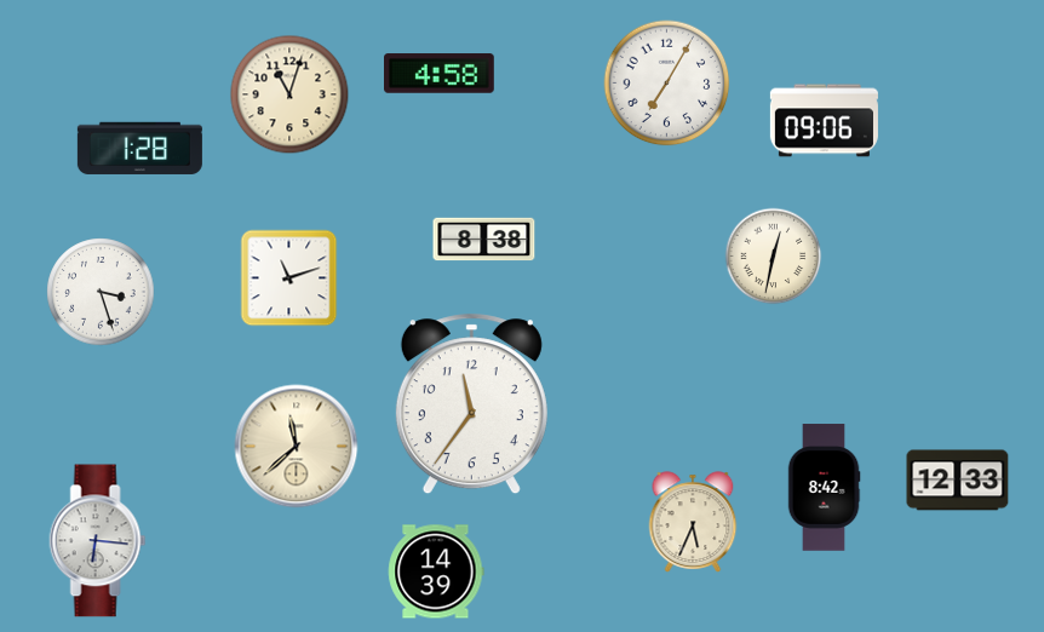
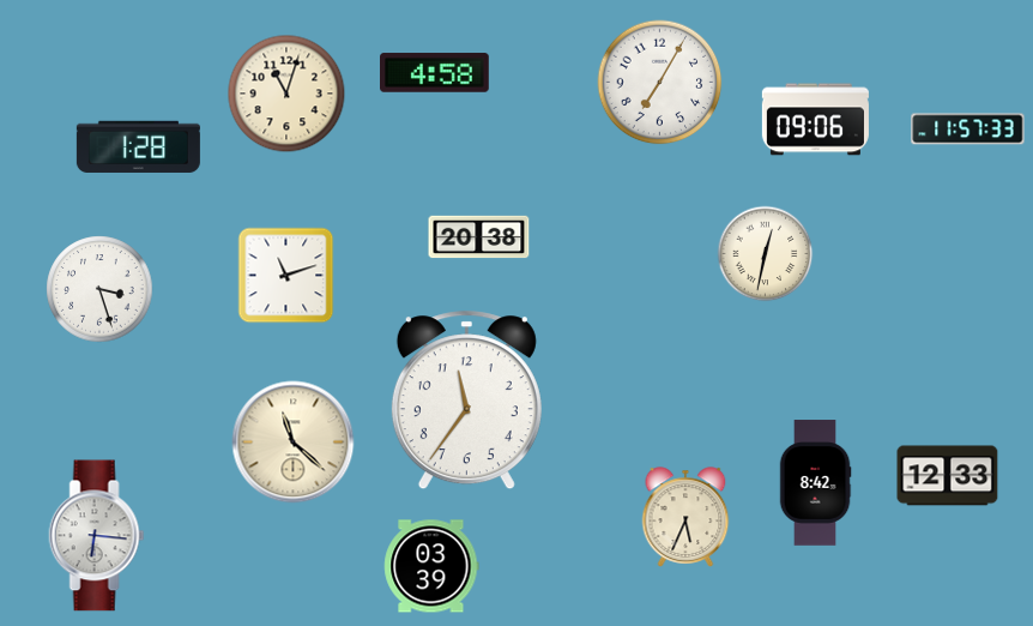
clock at (968, 130): none -> 11:57
clock at (484, 240): 8:38 -> 20:38
clock at (297, 447): 11:38 -> 11:22
clock at (436, 571): 14:39 -> 03:39
